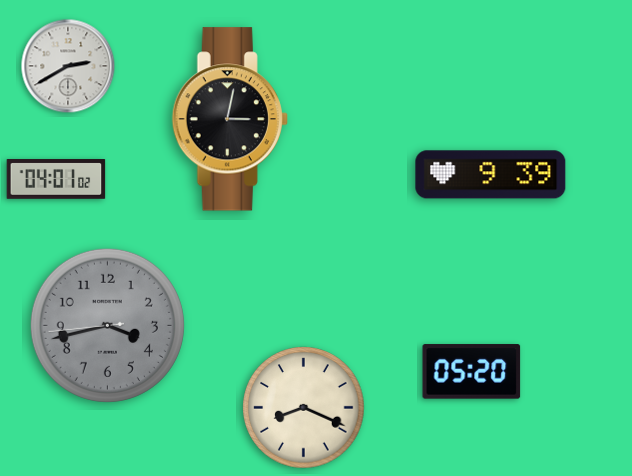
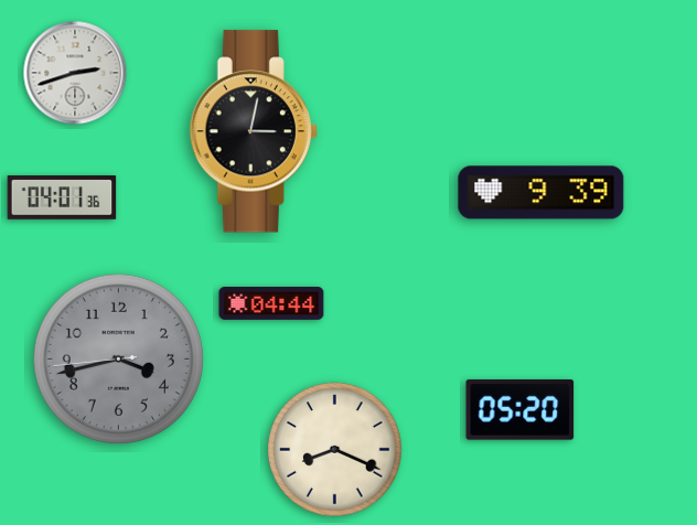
clock at (68, 66): 2:40 -> 2:42
clock at (56, 179): 04:01:02 -> 04:01:36
clock at (271, 303): none -> 04:44
